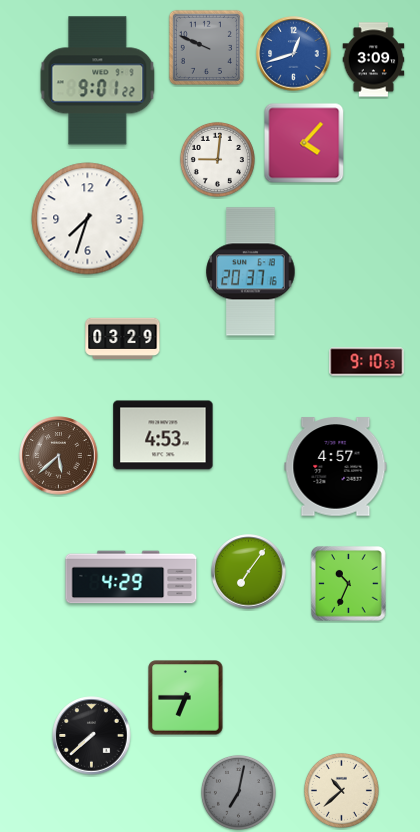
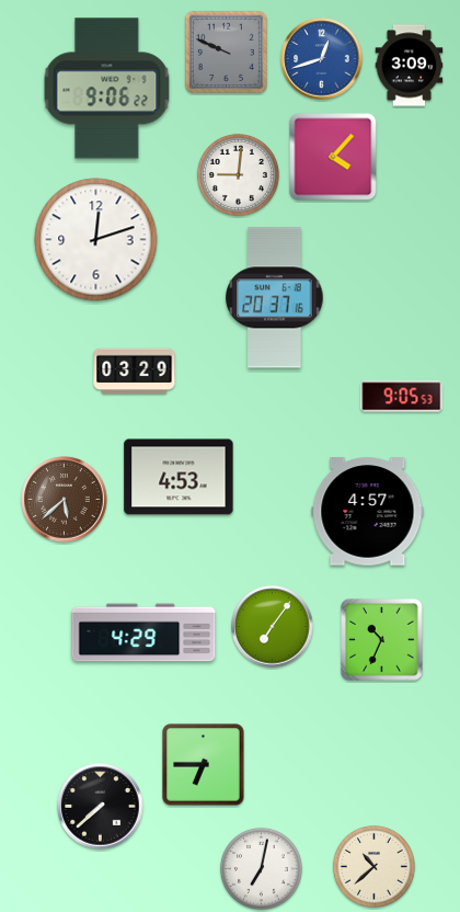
clock at (98, 81): 9:01 -> 9:06
clock at (88, 219): 7:33 -> 12:12
clock at (367, 362): 9:10 -> 9:05
clock at (238, 792) dial: grey -> white
